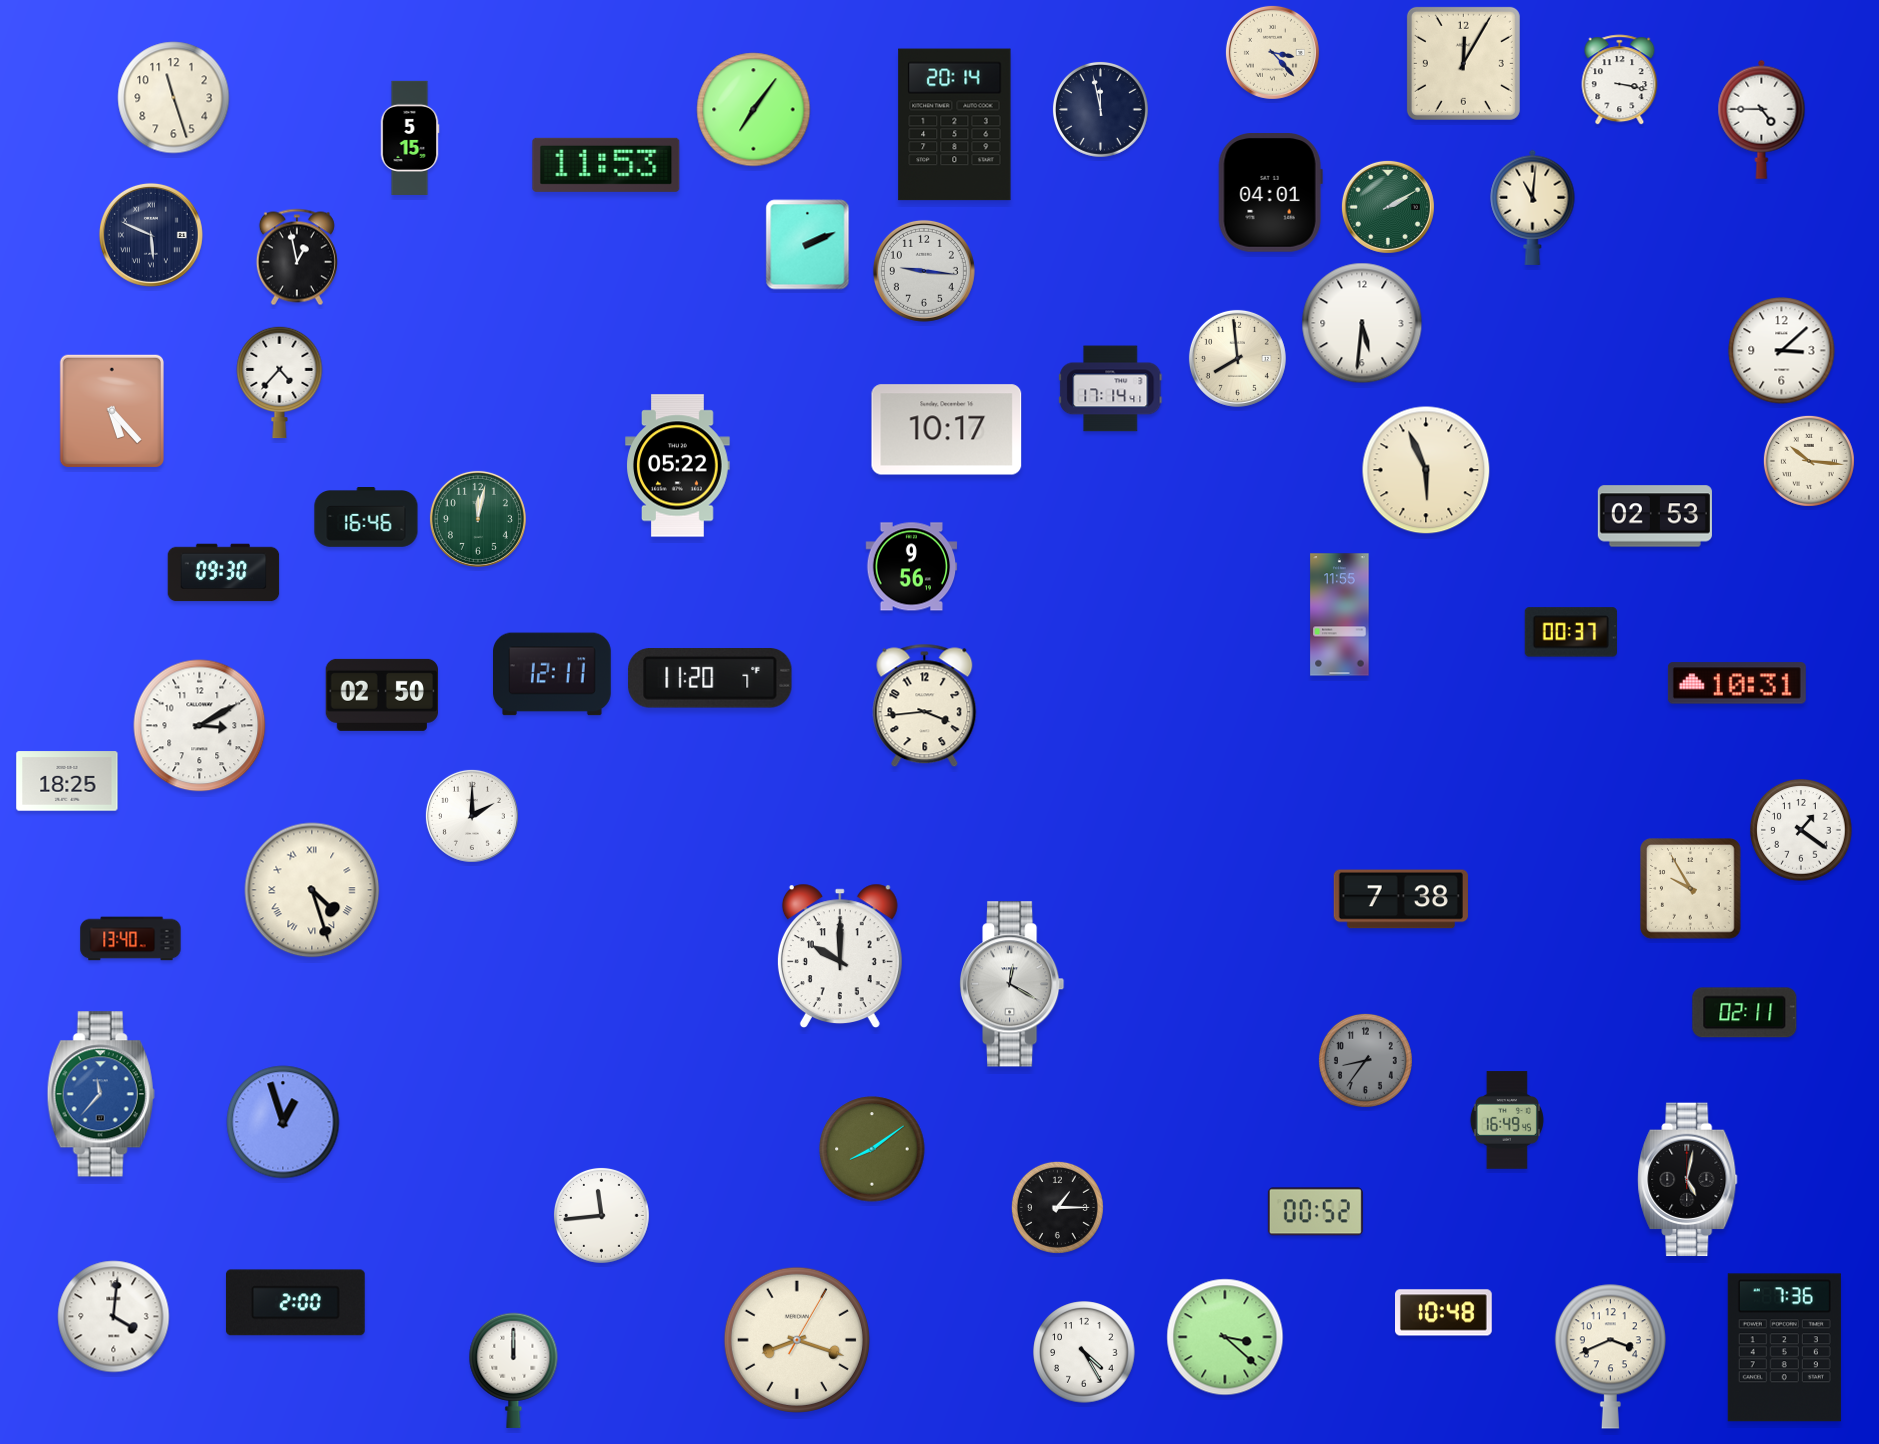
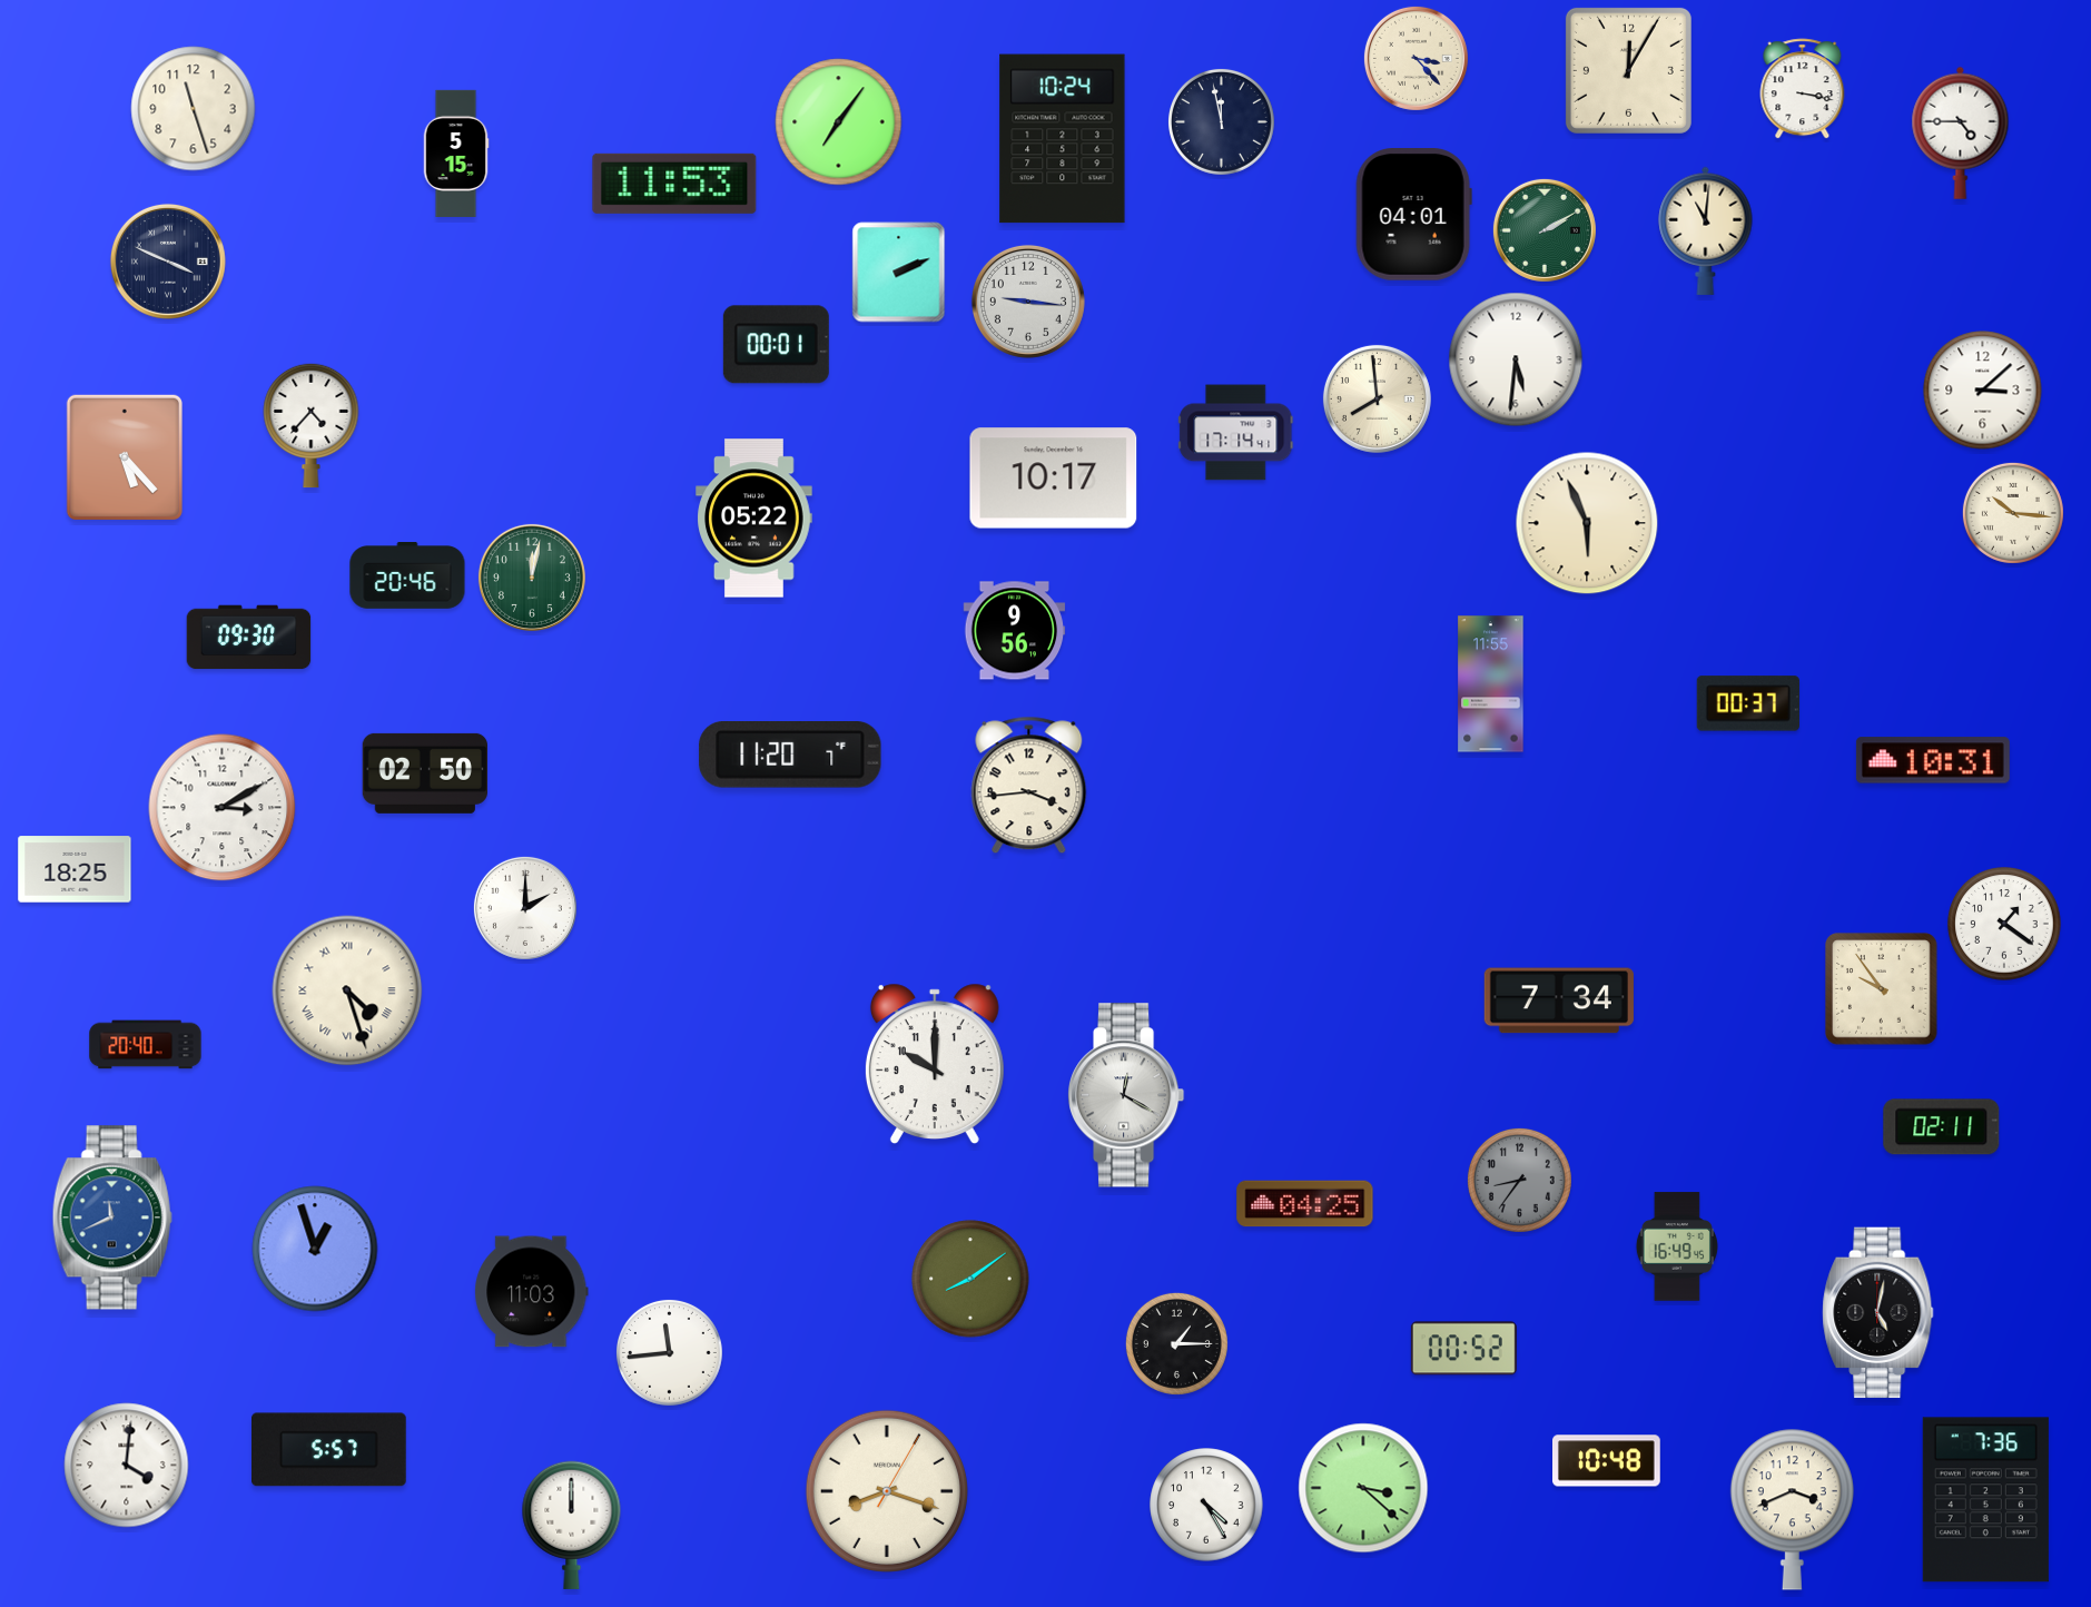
clock at (1100, 109) position: (1100, 109) -> (1221, 121)
clock at (955, 125): 20:14 -> 10:24
clock at (151, 235): 5:49 -> 3:49
clock at (297, 257): 12:58 -> none
clock at (776, 345): none -> 00:01
clock at (1655, 516): 02:53 -> none
clock at (366, 517): 16:46 -> 20:46
clock at (553, 674): 12:11 -> none
clock at (1691, 889): 9:55 -> 9:54
clock at (1401, 899): 7:38 -> 7:34
clock at (131, 939): 13:40 -> 20:40
clock at (1305, 1204): none -> 04:25
clock at (101, 1094): 11:37 -> 11:41
clock at (532, 1292): none -> 11:03
clock at (295, 1303): 2:00 -> 5:57
